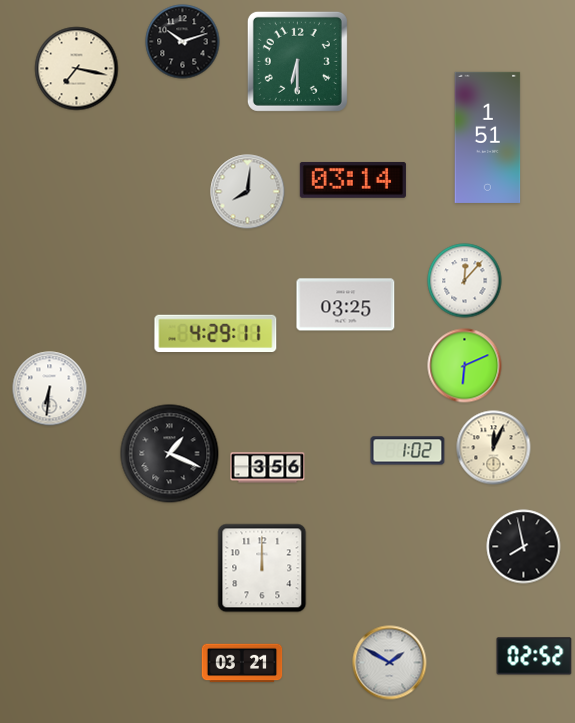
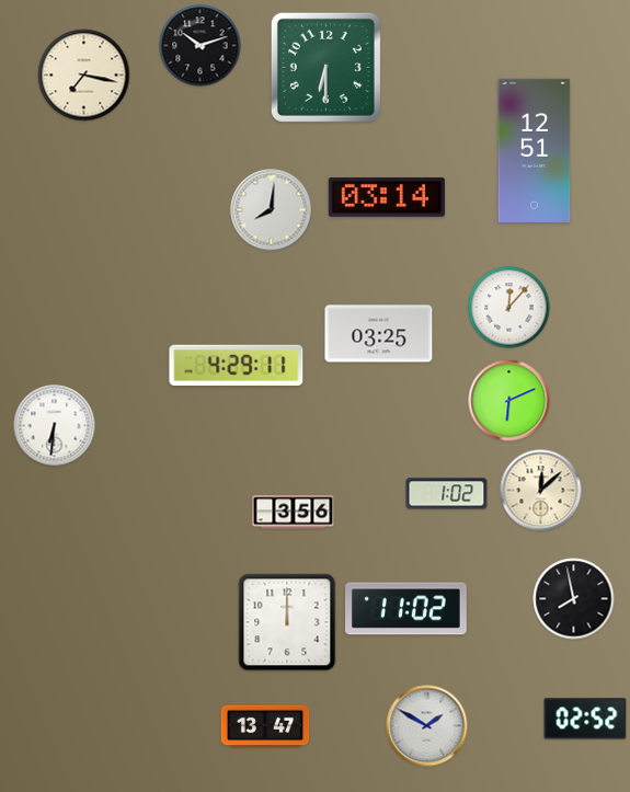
clock at (488, 137): 1:51 -> 12:51
clock at (494, 448): 12:04 -> 12:08
clock at (170, 454): 1:19 -> none
clock at (406, 609): none -> 11:02
clock at (242, 663): 03:21 -> 13:47
